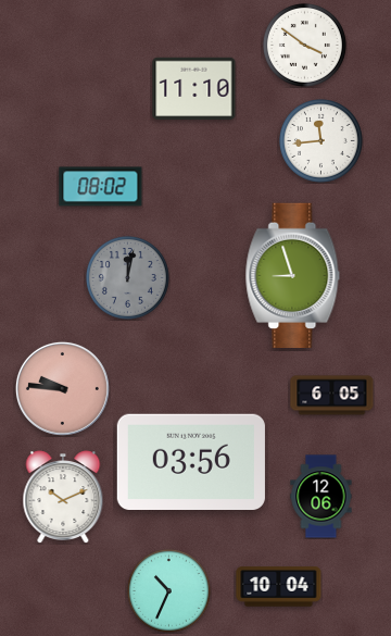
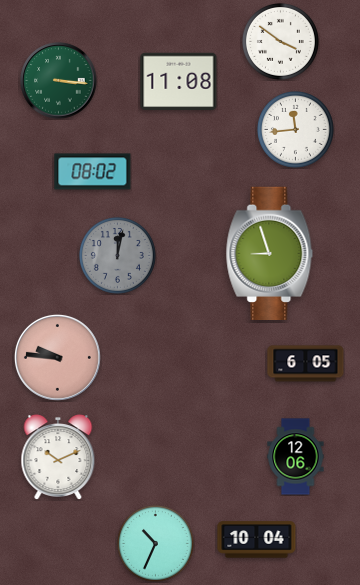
clock at (59, 81): none -> 3:16
clock at (194, 88): 11:10 -> 11:08
clock at (191, 461): 03:56 -> none
